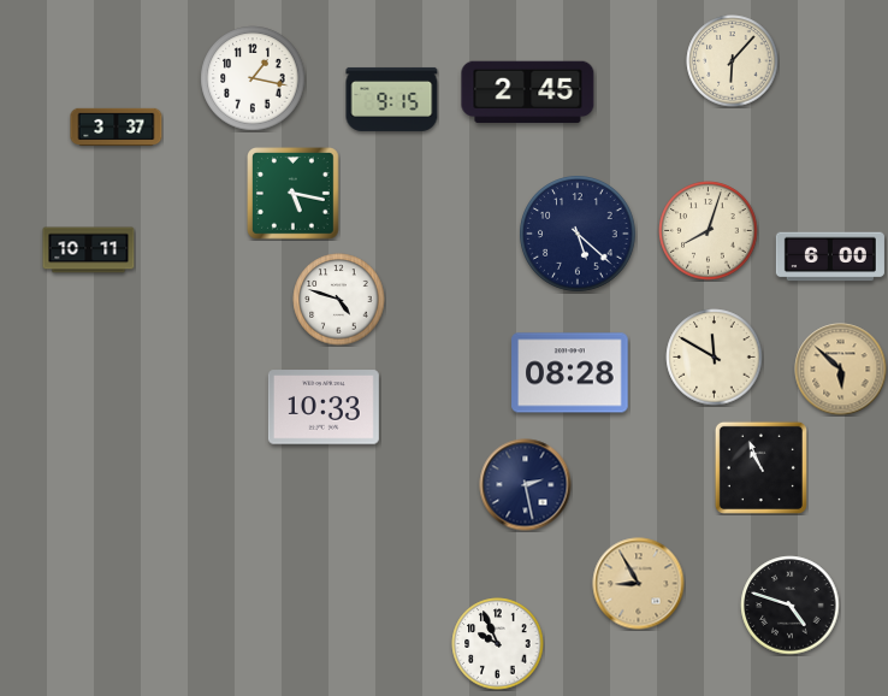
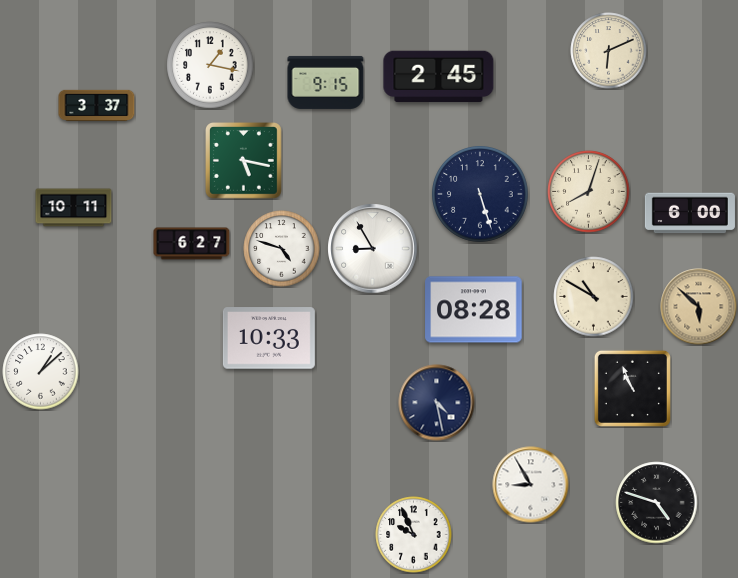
clock at (733, 61): 6:07 -> 6:11
clock at (578, 234): 5:22 -> 5:27
clock at (192, 244): none -> 6:27
clock at (373, 249): none -> 8:55
clock at (715, 358): 11:50 -> 10:50
clock at (41, 372): none -> 1:08
clock at (526, 485): 2:28 -> 4:28
clock at (639, 584) dial: champagne -> white
